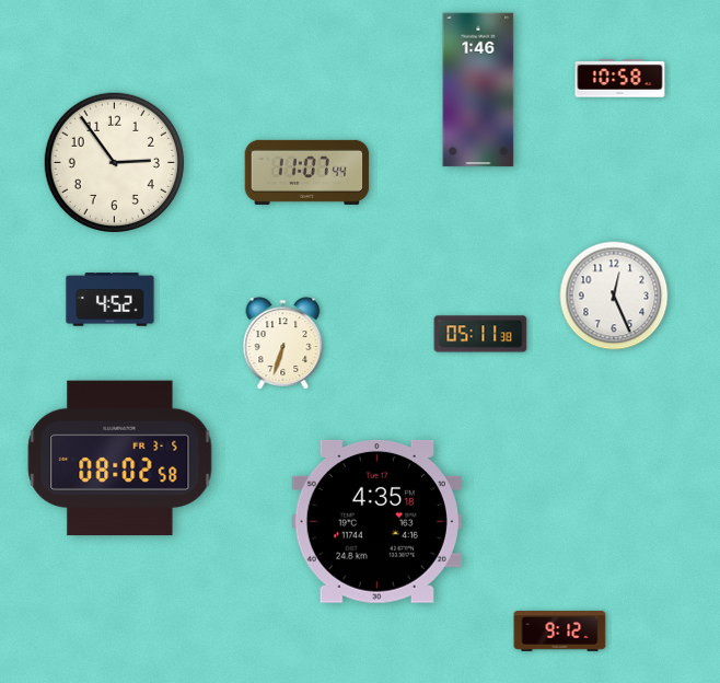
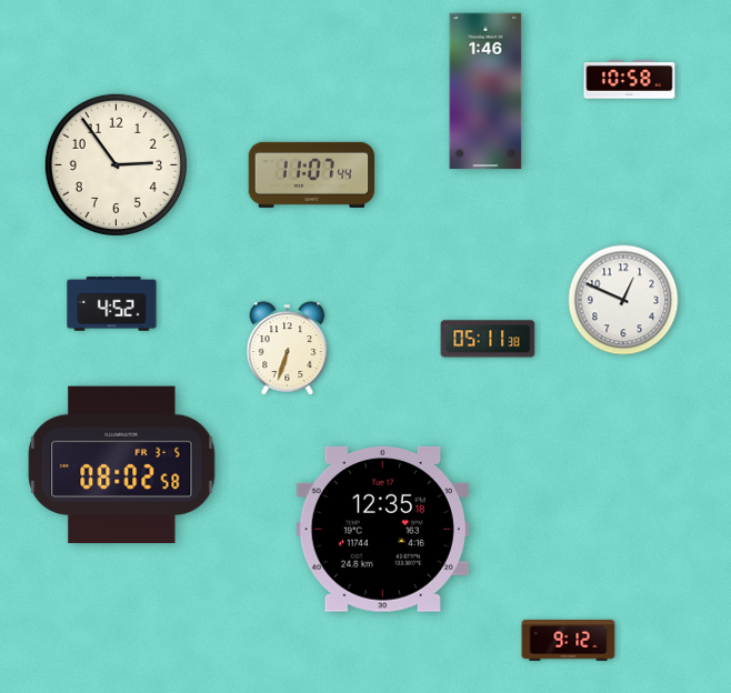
clock at (614, 296): 12:26 -> 12:49
clock at (376, 521): 4:35 -> 12:35
